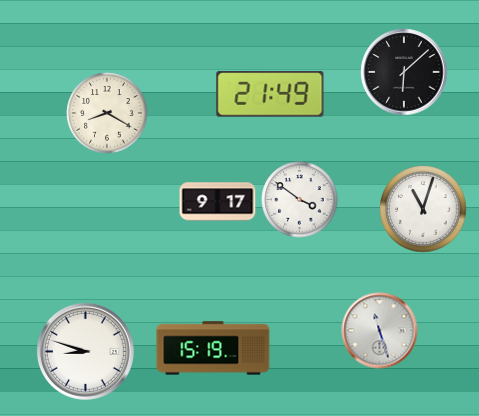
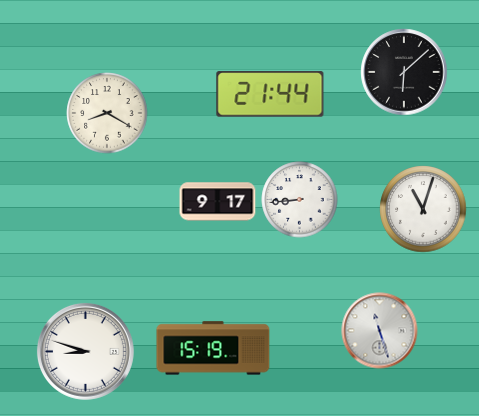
clock at (270, 94): 21:49 -> 21:44
clock at (300, 200): 3:51 -> 8:44
